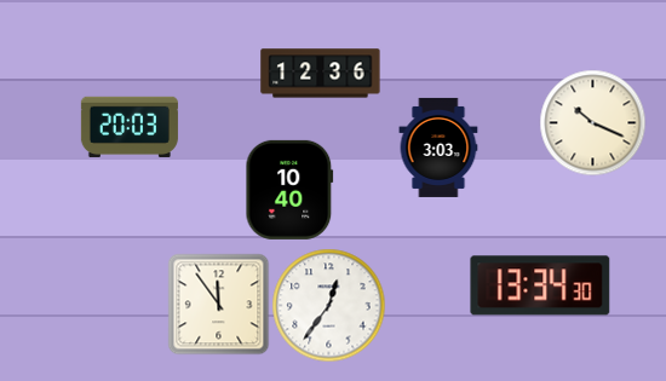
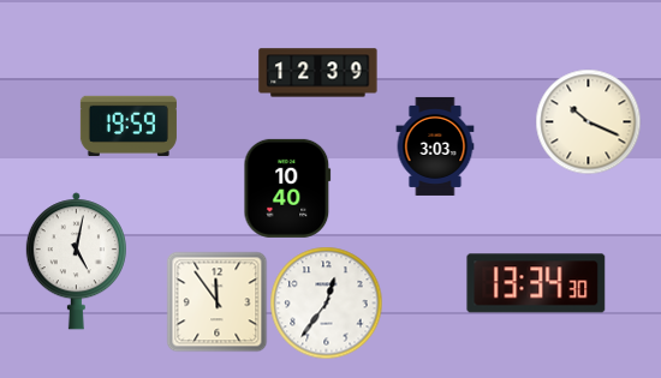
clock at (321, 74): 12:36 -> 12:39
clock at (130, 126): 20:03 -> 19:59
clock at (76, 262): none -> 5:02
